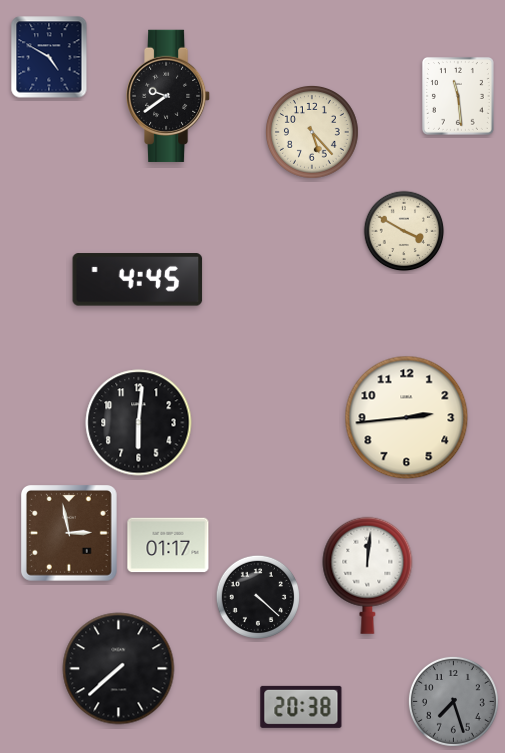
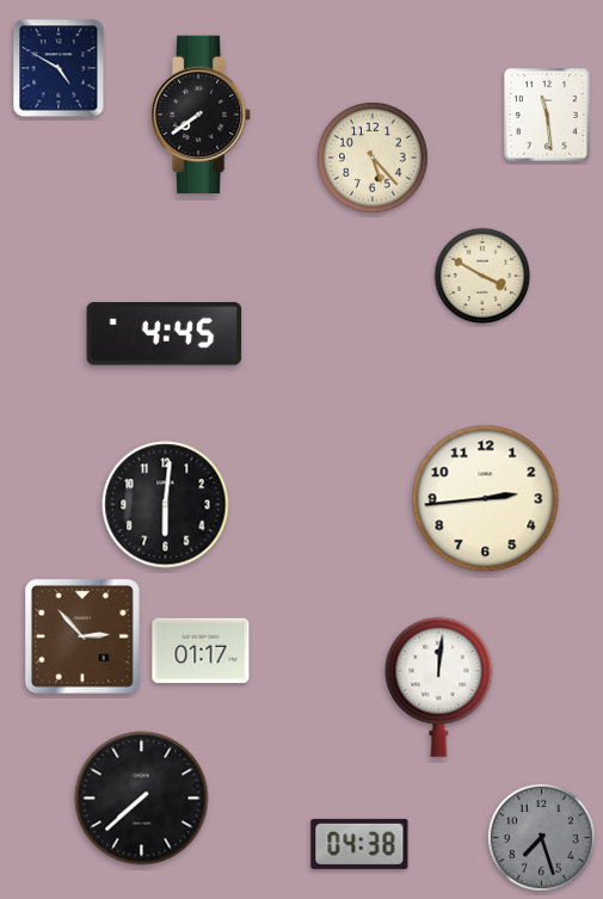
clock at (169, 96): 9:39 -> 7:39
clock at (70, 534): 2:58 -> 2:53
clock at (258, 597): 4:22 -> none
clock at (301, 707): 20:38 -> 04:38
